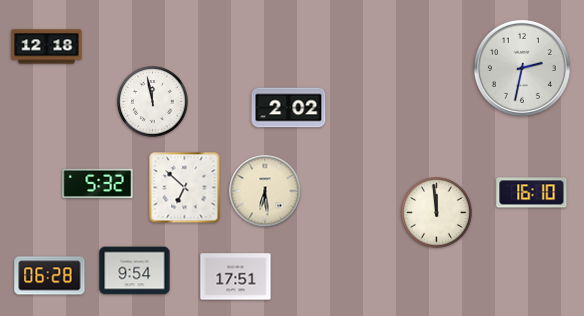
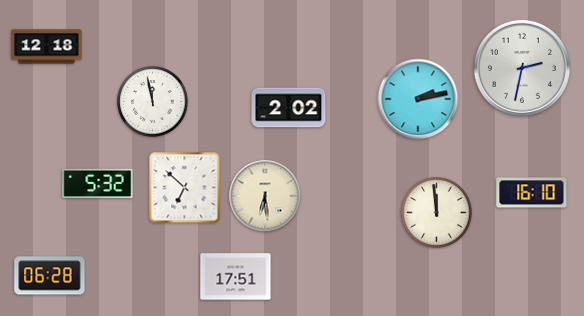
clock at (418, 99): none -> 2:13
clock at (265, 191) position: (265, 191) -> (265, 196)
clock at (135, 271): 9:54 -> none
